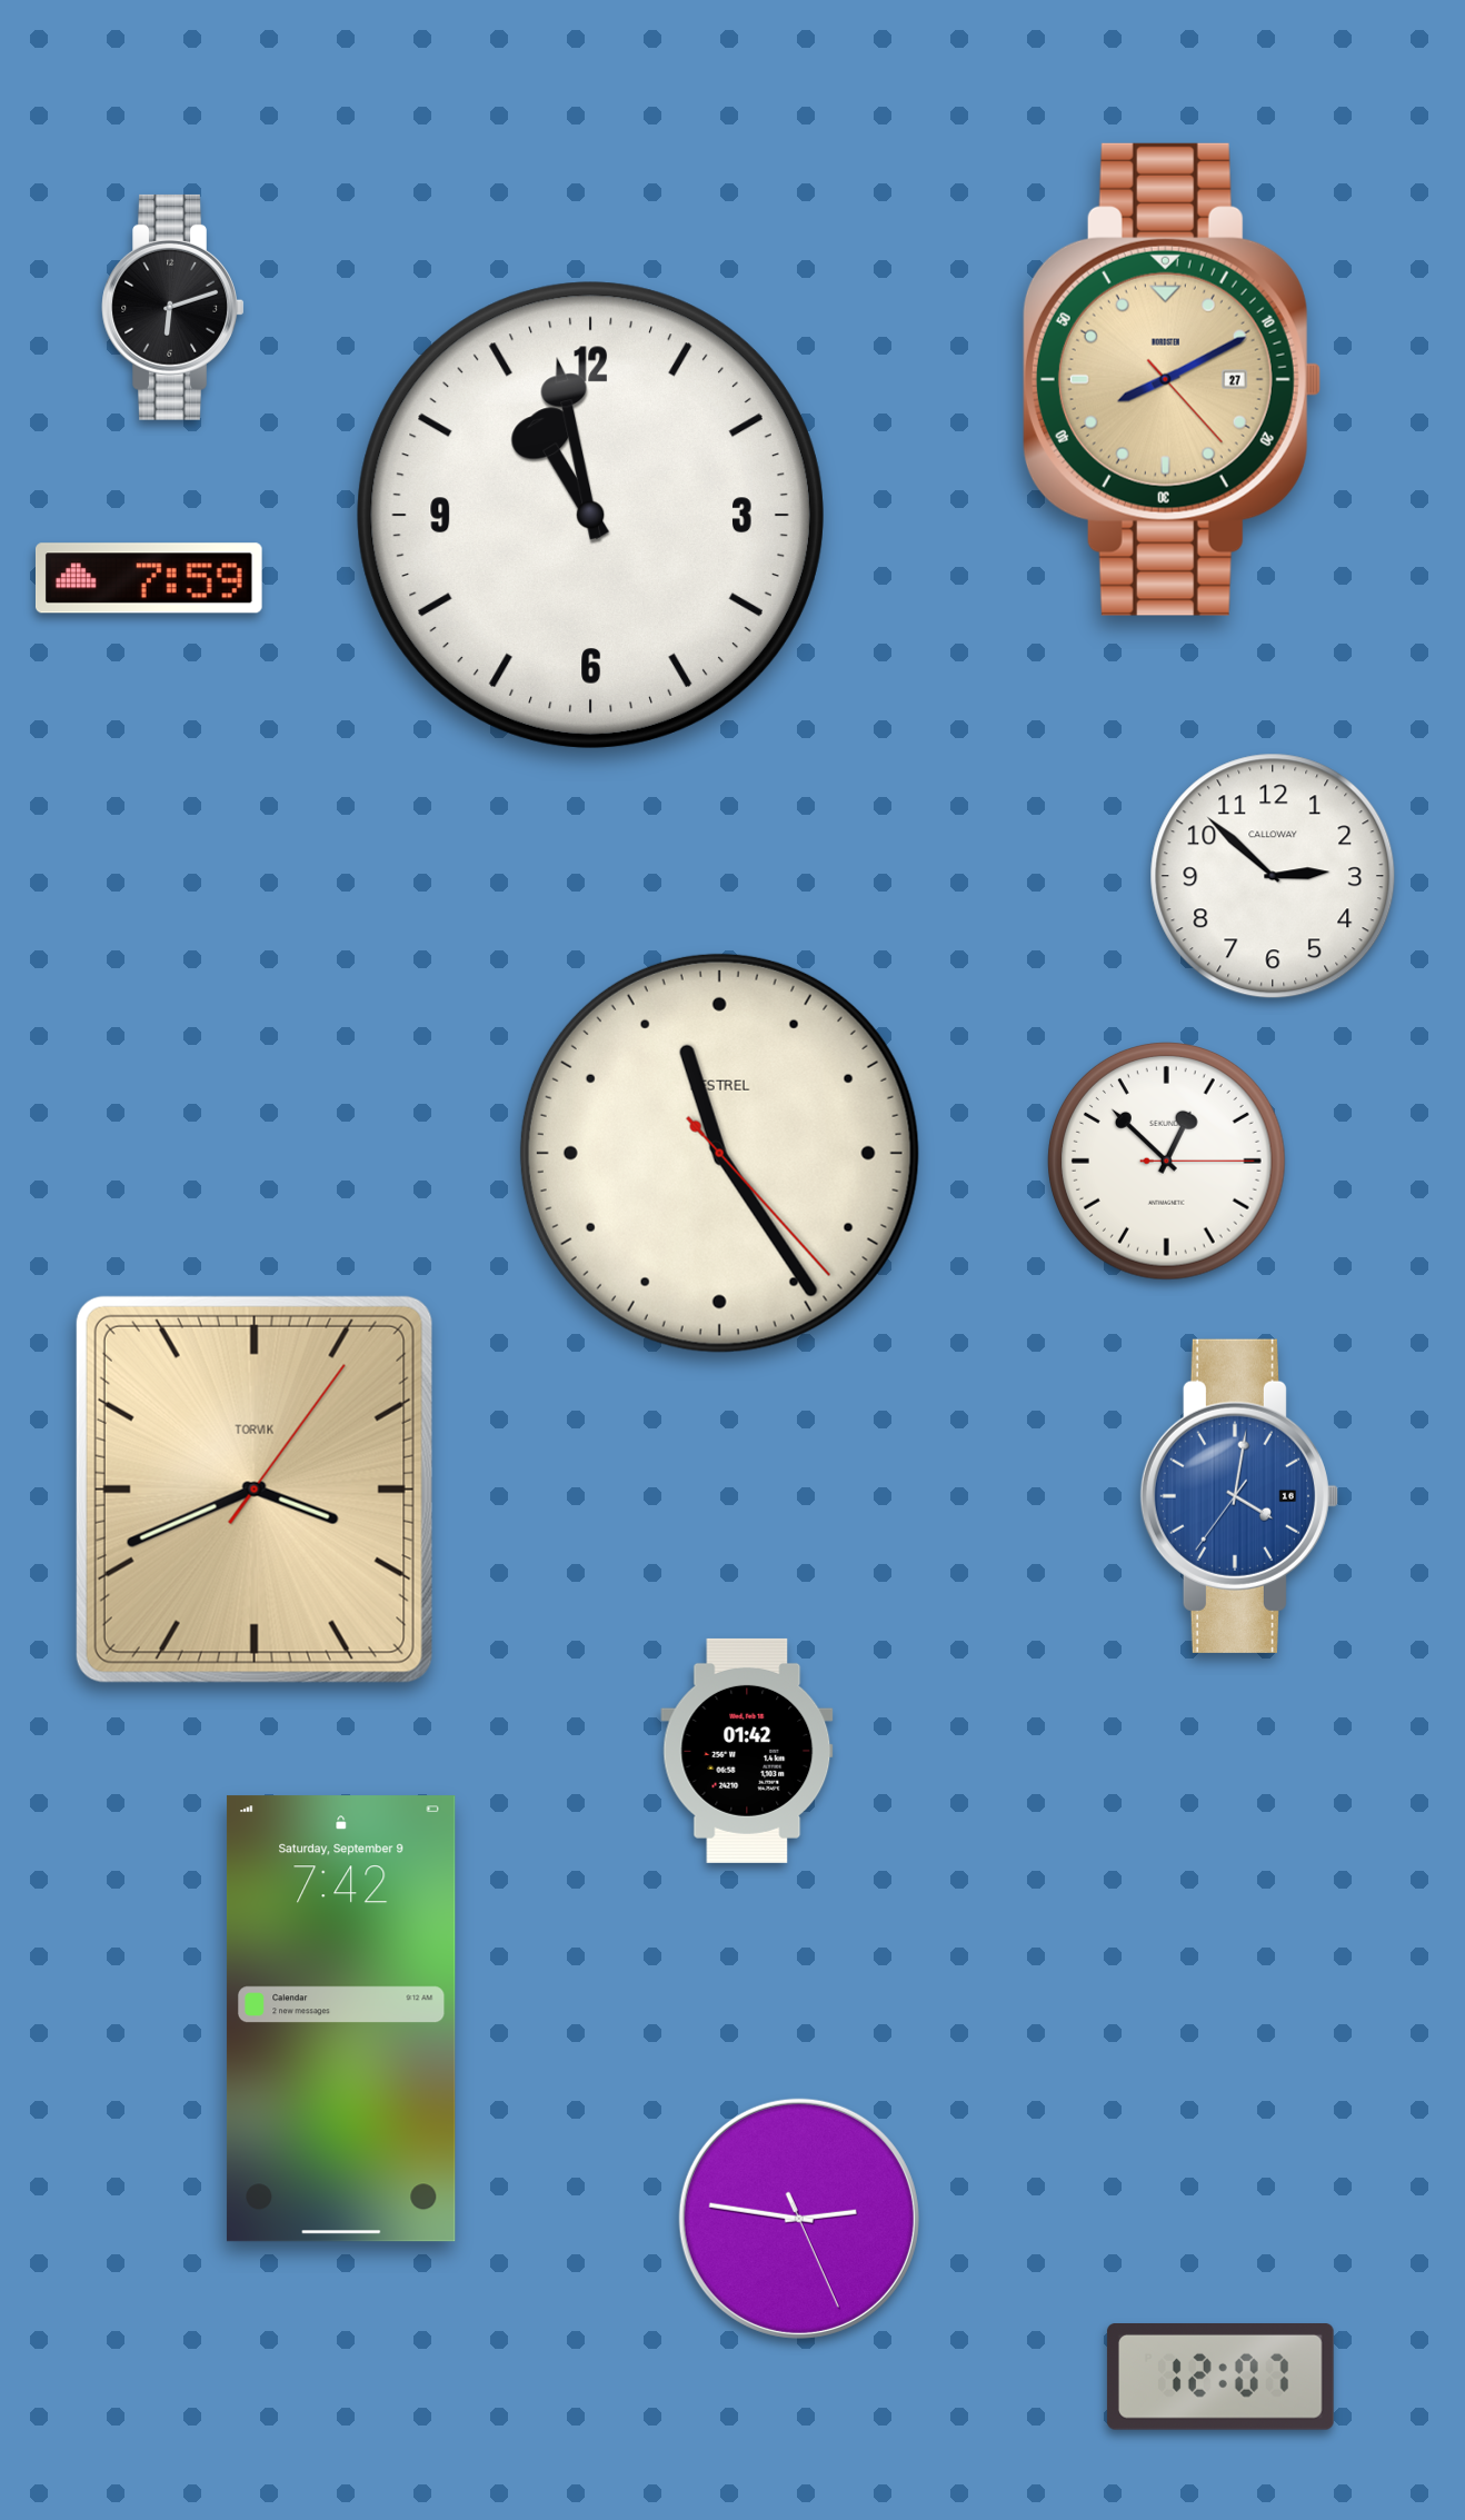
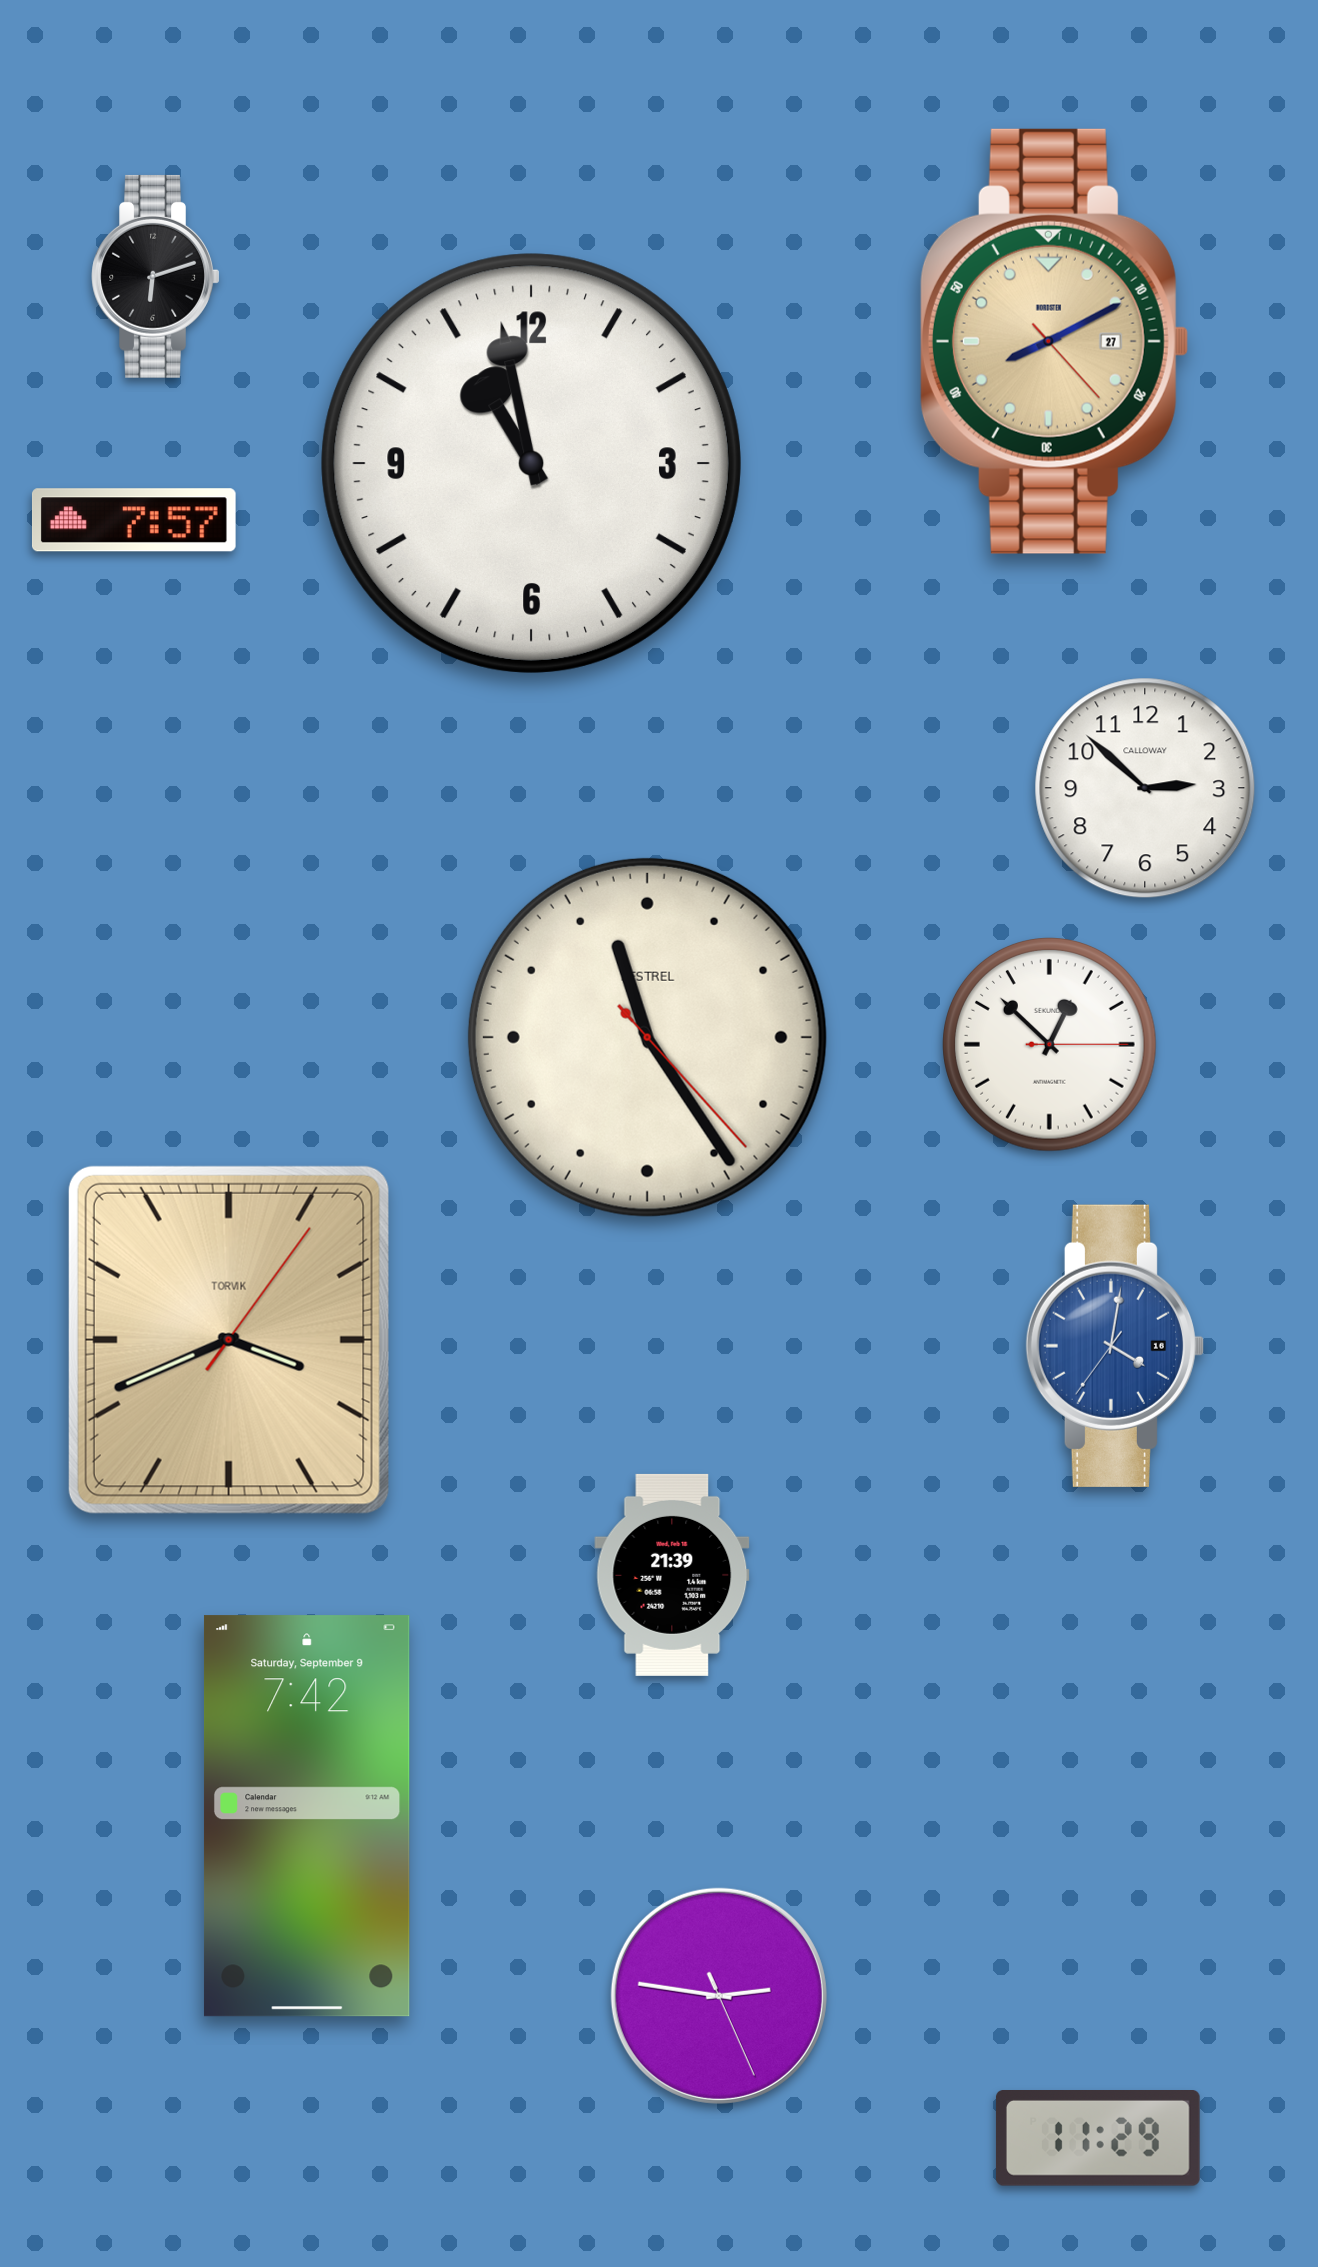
clock at (149, 578): 7:59 -> 7:57
clock at (747, 1751): 01:42 -> 21:39
clock at (1220, 2378): 12:07 -> 11:29
